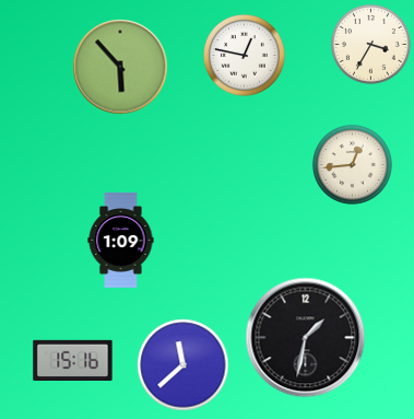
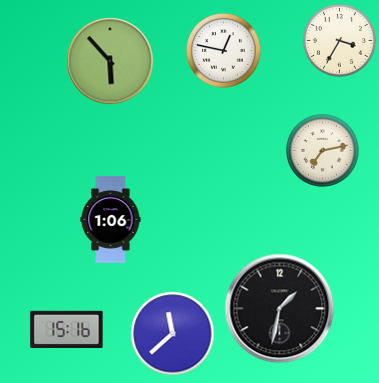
clock at (352, 164): 12:44 -> 7:13
clock at (121, 241): 1:09 -> 1:06
clock at (184, 365) position: (184, 365) -> (173, 334)
